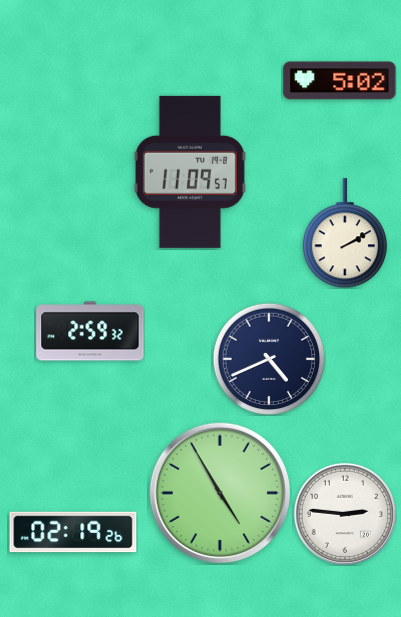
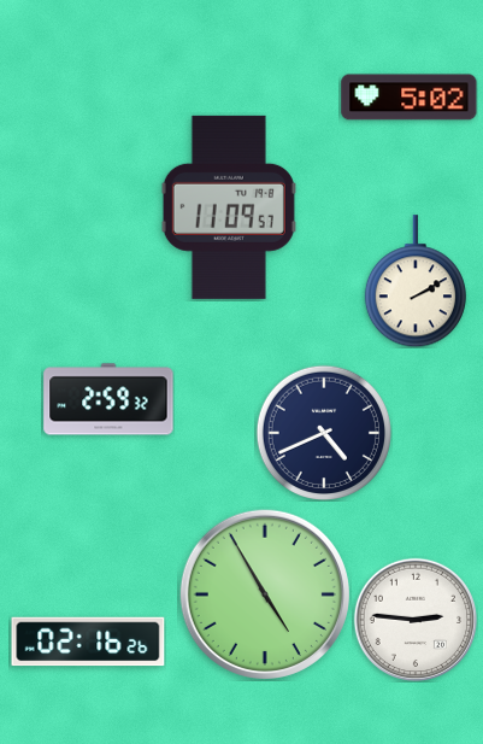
clock at (73, 532): 02:19 -> 02:16
